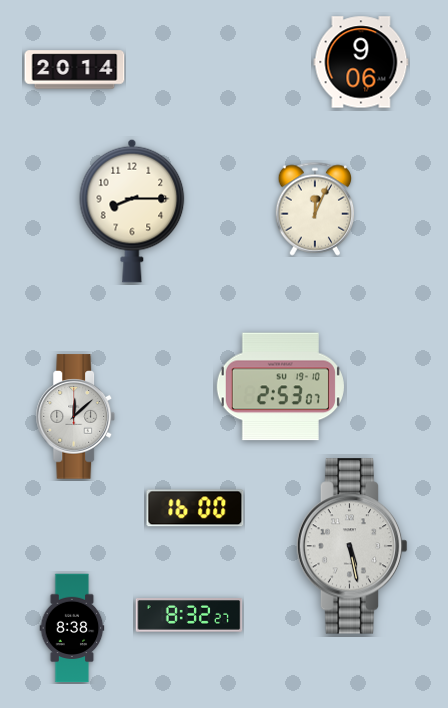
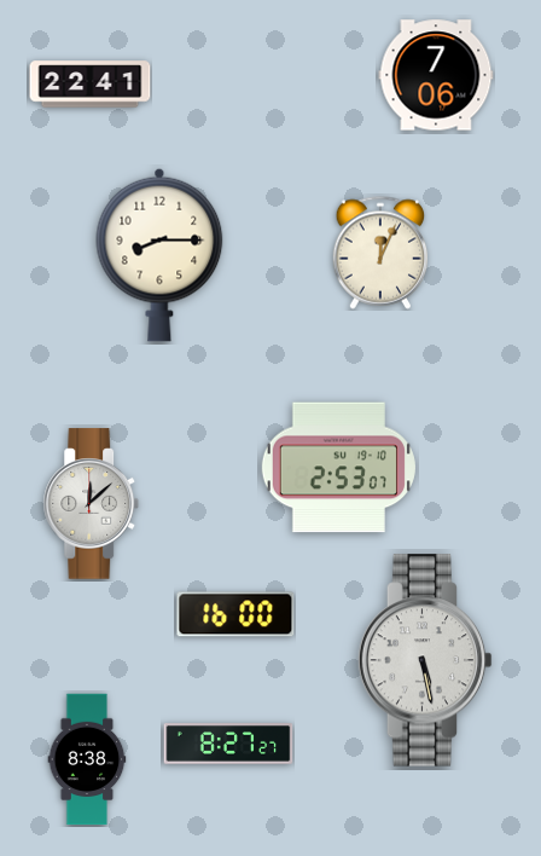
clock at (361, 62): 9:06 -> 7:06
clock at (75, 70): 20:14 -> 22:41
clock at (189, 615): 8:32 -> 8:27
